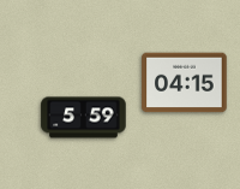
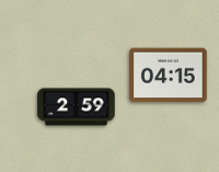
clock at (84, 118): 5:59 -> 2:59
